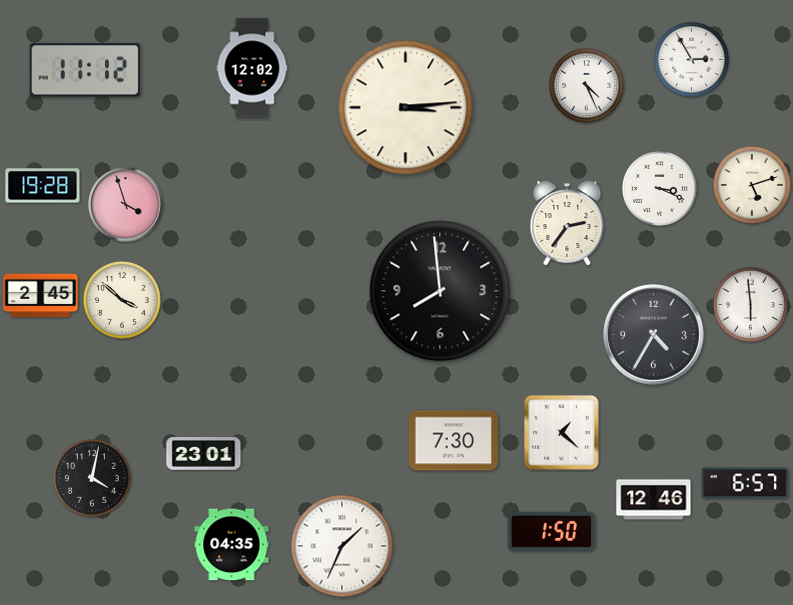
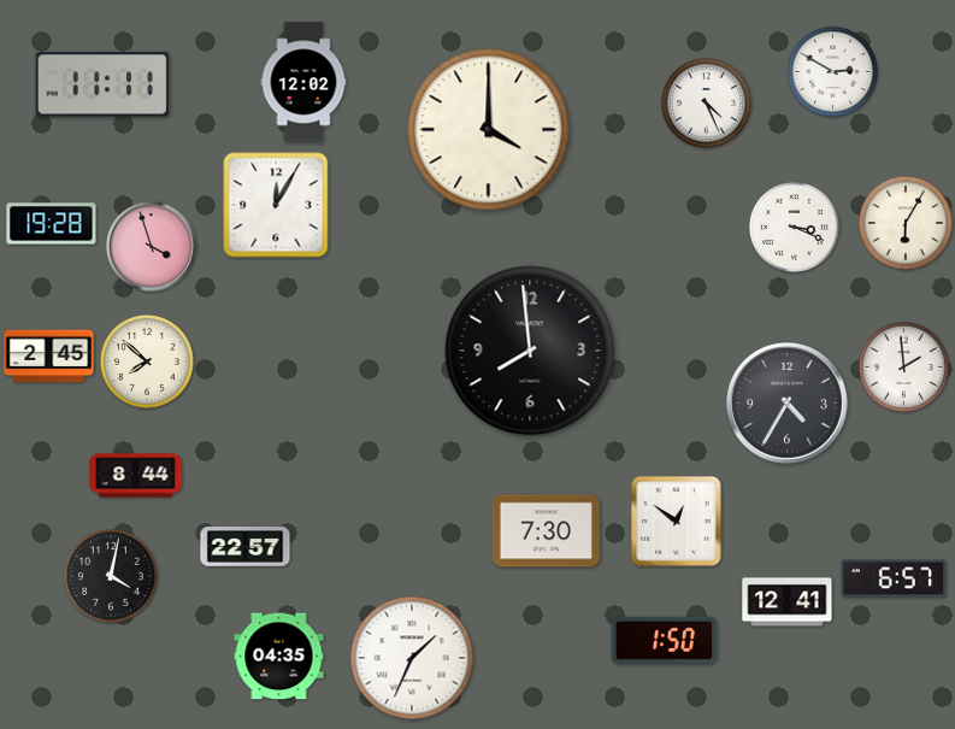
clock at (692, 60): 2:55 -> 2:50
clock at (85, 70): 11:12 -> 11:11
clock at (406, 108): 3:14 -> 4:00
clock at (276, 205): none -> 12:05
clock at (753, 186): 5:12 -> 6:05
clock at (567, 223): 2:36 -> none
clock at (123, 301): 3:52 -> 7:52
clock at (751, 305): 5:59 -> 1:59
clock at (136, 476): none -> 8:44
clock at (562, 433): 1:22 -> 12:51
clock at (204, 454): 23:01 -> 22:57
clock at (745, 483) position: (745, 483) -> (894, 578)
clock at (654, 500): 12:46 -> 12:41
